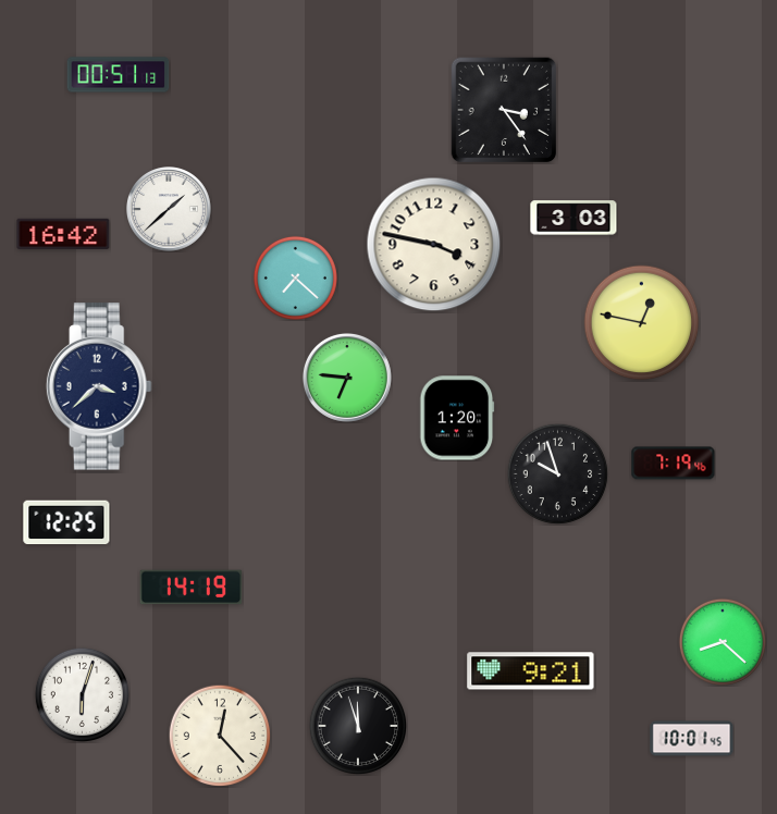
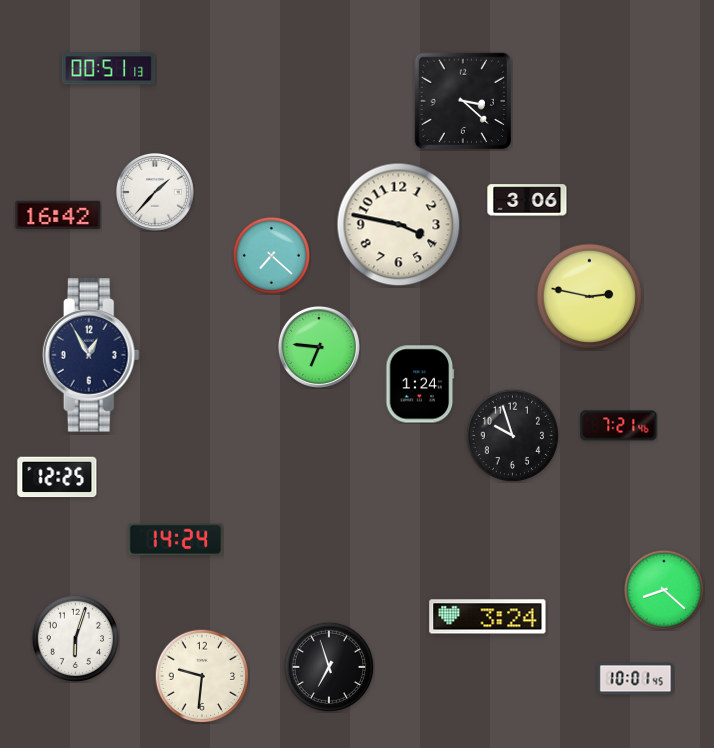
clock at (504, 110): 3:24 -> 3:22
clock at (170, 209): 1:38 -> 1:37
clock at (573, 218): 3:03 -> 3:06
clock at (642, 323): 12:47 -> 2:47
clock at (99, 386): 3:38 -> 12:55
clock at (457, 418): 1:20 -> 1:24
clock at (674, 464): 7:19 -> 7:21
clock at (66, 522) position: (66, 522) -> (57, 477)
clock at (192, 588): 14:19 -> 14:24
clock at (531, 671): 9:21 -> 3:24
clock at (357, 725): 11:57 -> 6:57
clock at (220, 736): 12:23 -> 9:31
